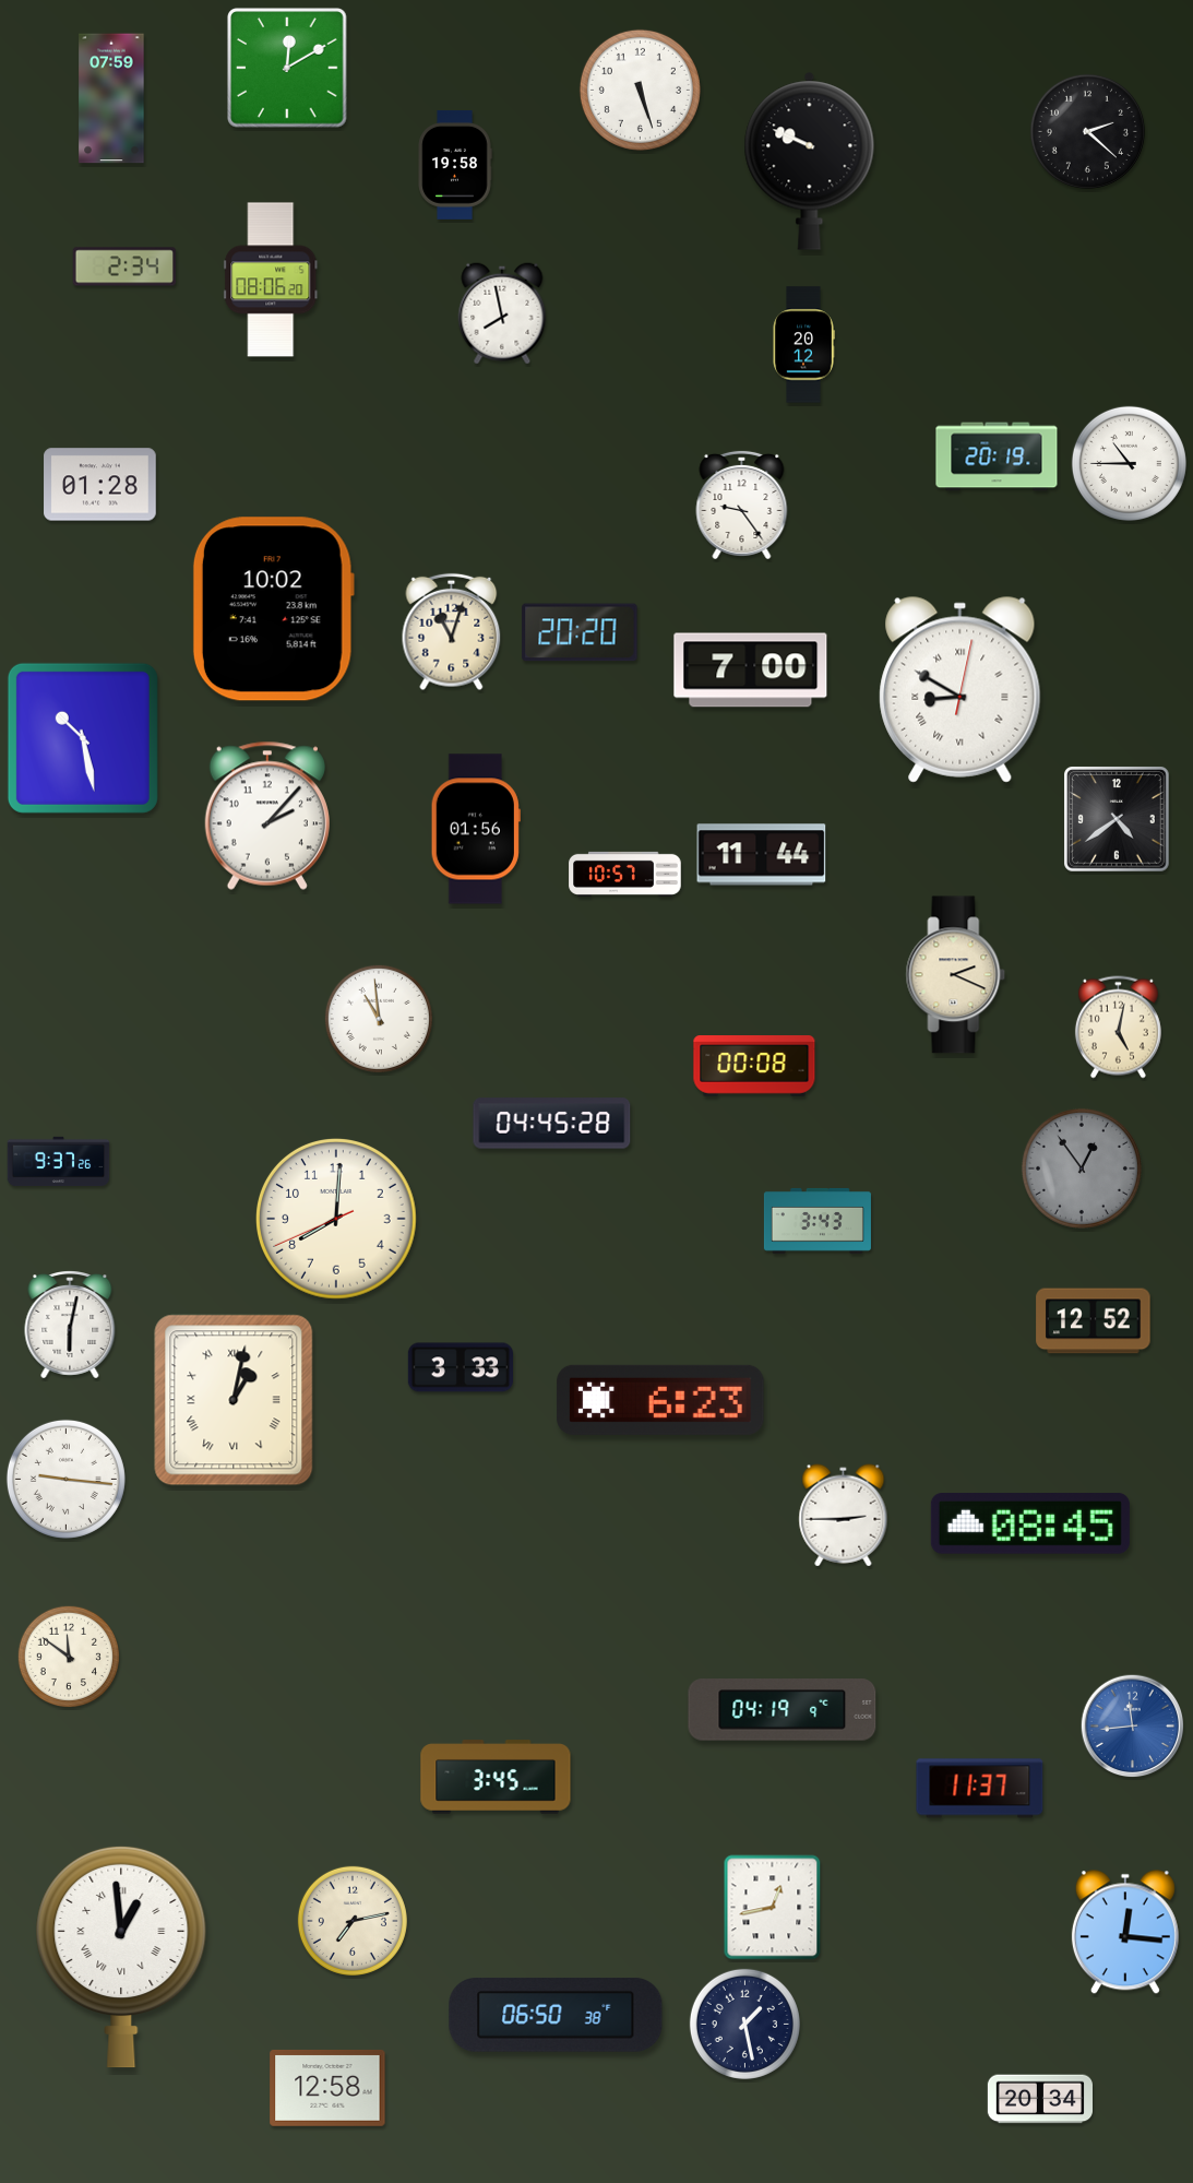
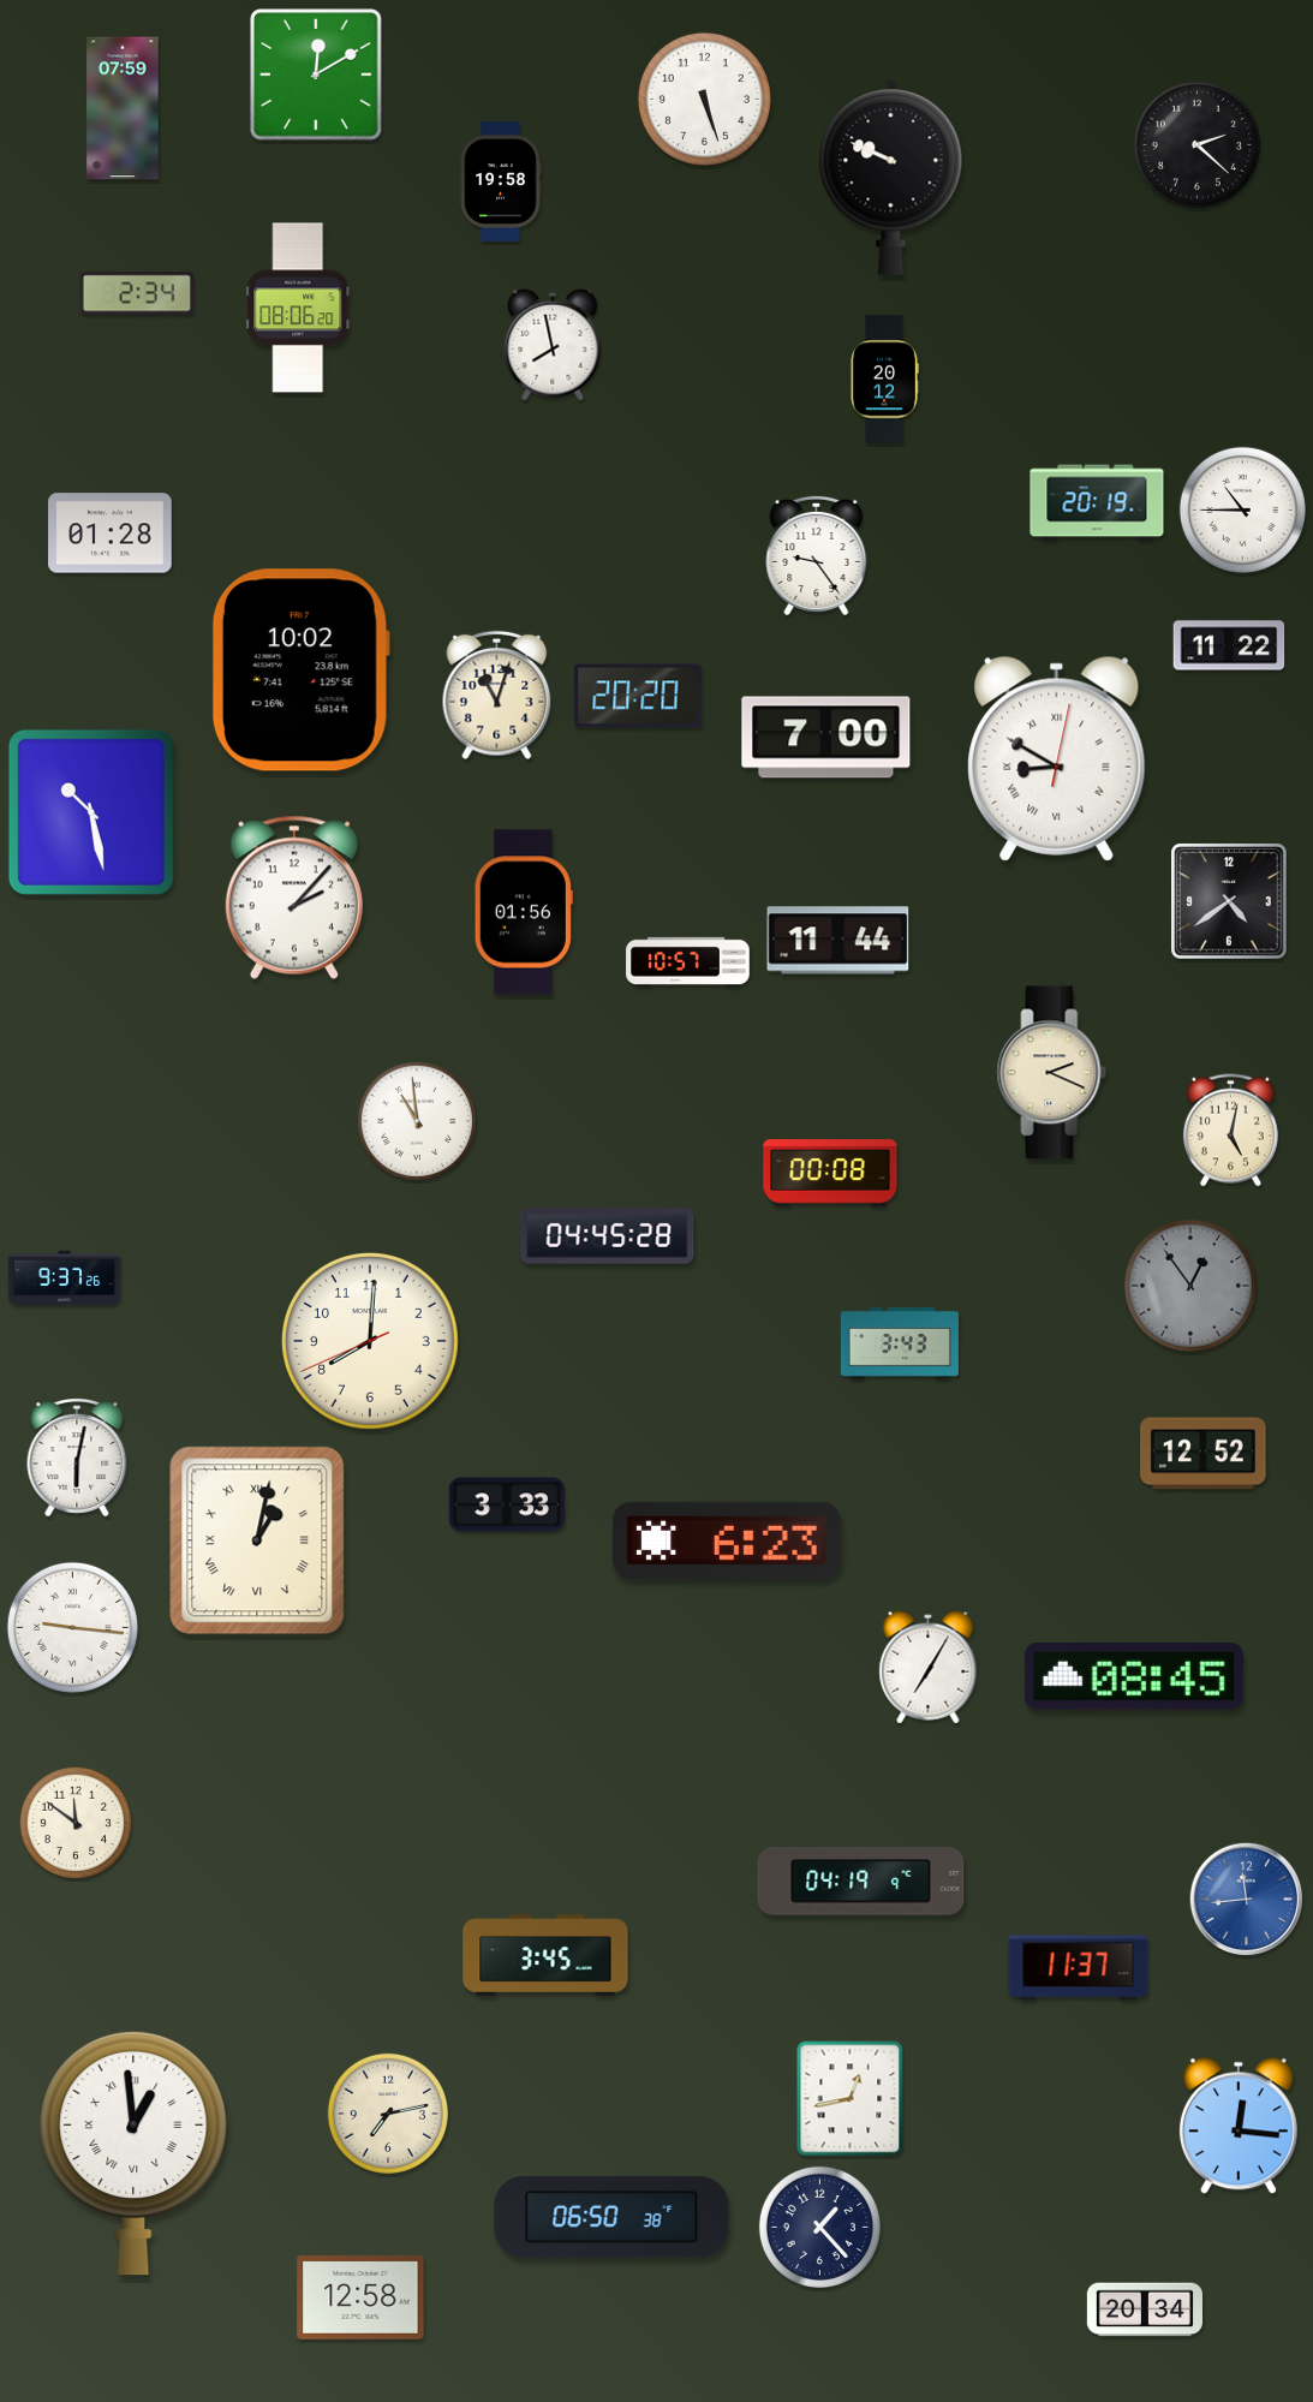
clock at (1229, 645): none -> 11:22
clock at (844, 1516): 2:45 -> 7:05
clock at (744, 2024): 1:28 -> 1:23
